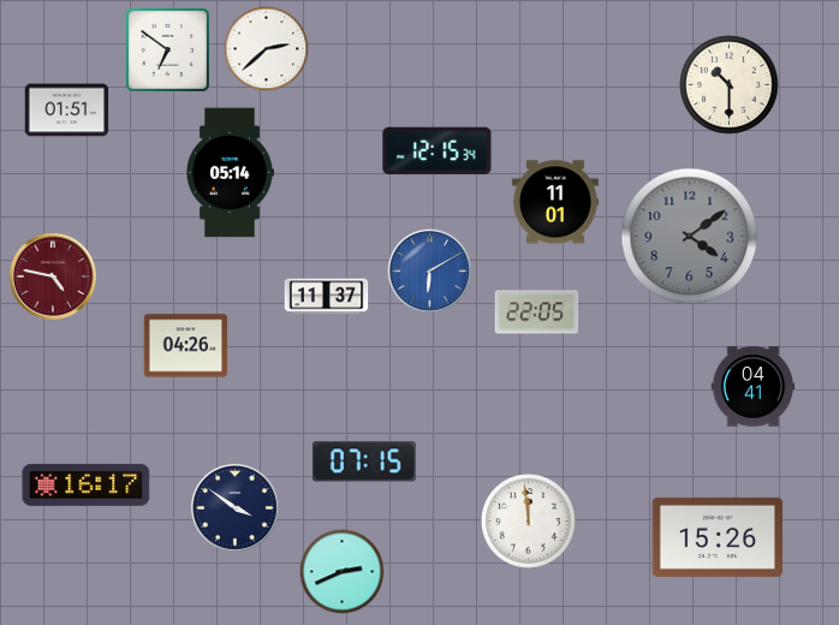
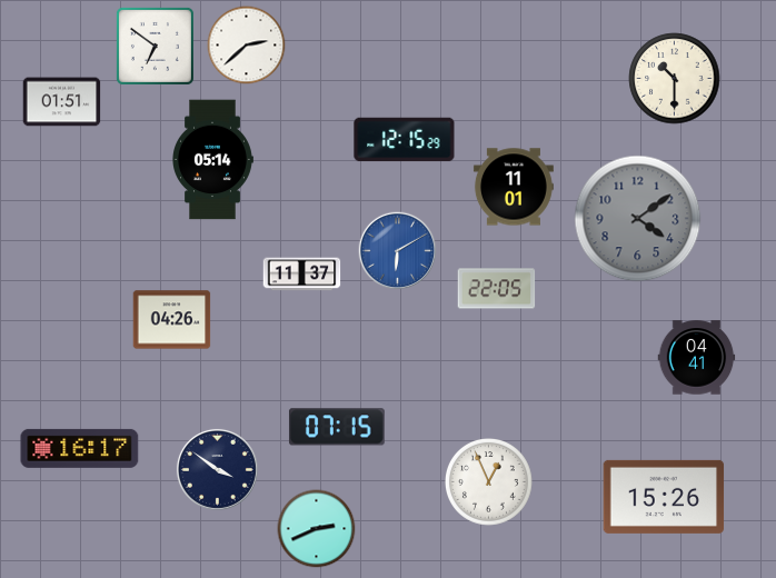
clock at (438, 151): 12:15:34 -> 12:15:29
clock at (53, 276): 4:47 -> none
clock at (529, 522): 11:59 -> 12:56
